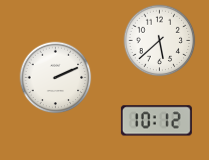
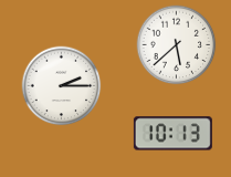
clock at (56, 78): 2:11 -> 2:15
clock at (156, 121): 10:12 -> 10:13
